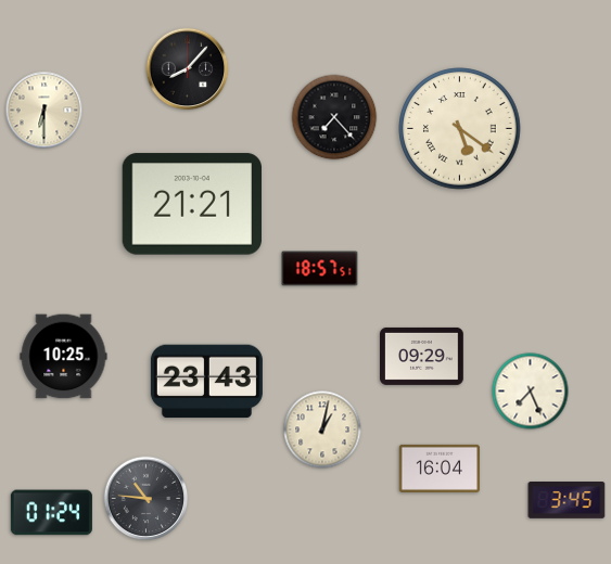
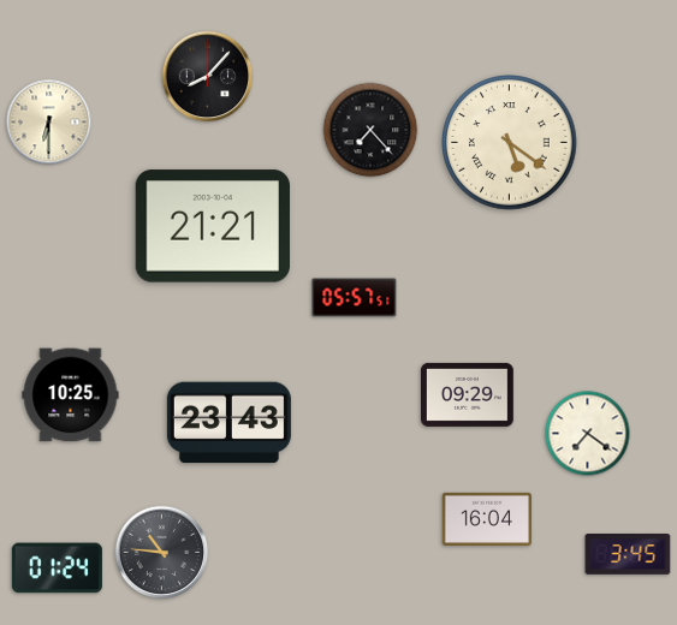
clock at (320, 269): 18:57 -> 05:57
clock at (531, 392): 7:26 -> 7:21
clock at (322, 430): 1:02 -> none
